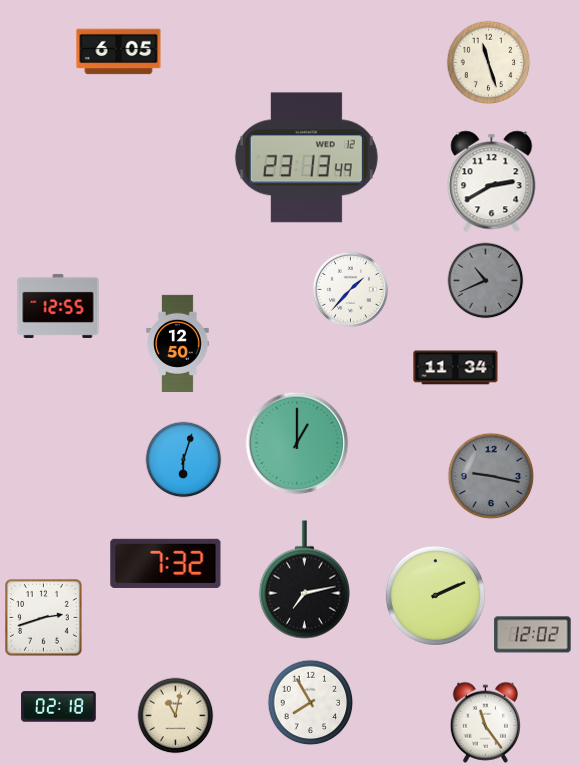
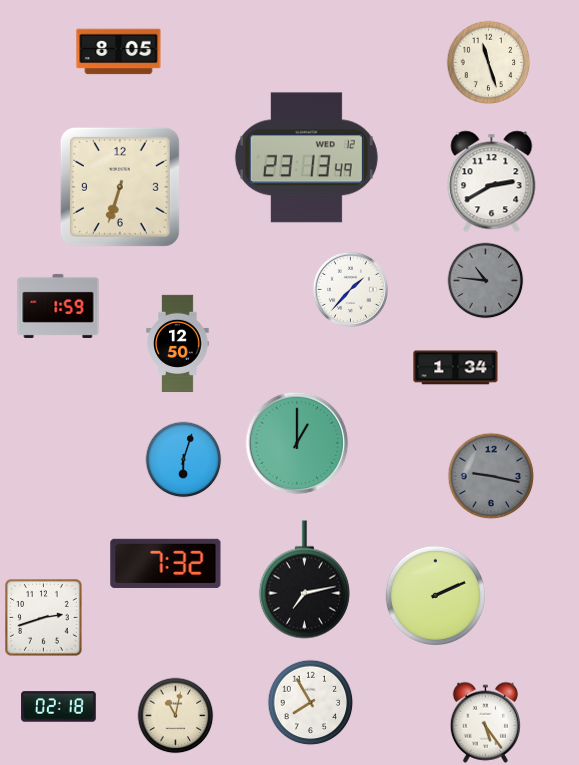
clock at (119, 52): 6:05 -> 8:05
clock at (120, 187): none -> 6:33
clock at (486, 281): 10:41 -> 10:46
clock at (58, 306): 12:55 -> 1:59
clock at (456, 368): 11:34 -> 1:34
clock at (533, 635): 12:02 -> none
clock at (485, 722): 11:24 -> 5:24
